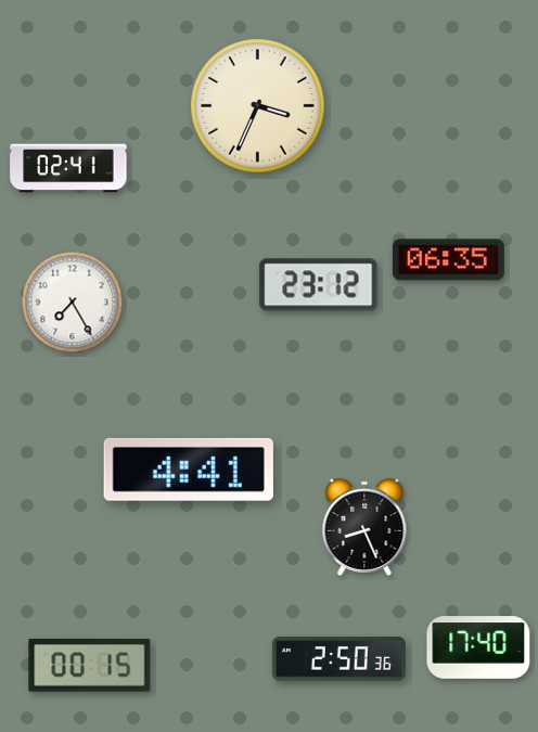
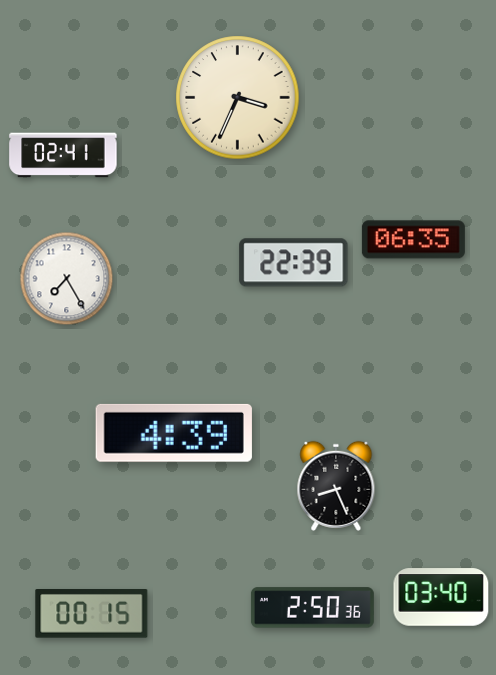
clock at (319, 285): 23:12 -> 22:39
clock at (189, 470): 4:41 -> 4:39
clock at (478, 647): 17:40 -> 03:40
clock at (90, 666) position: (90, 666) -> (92, 614)
